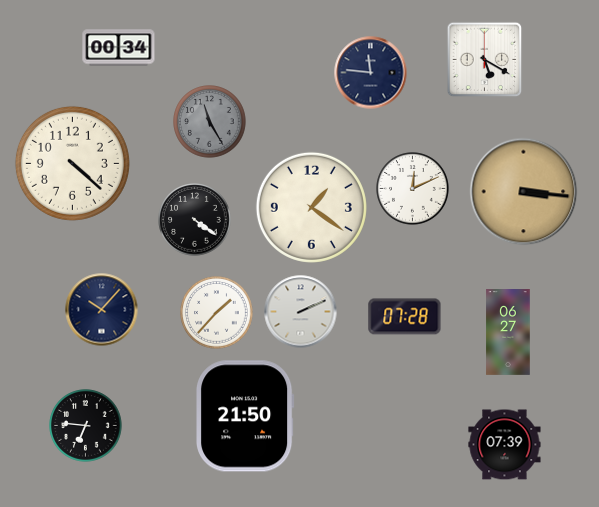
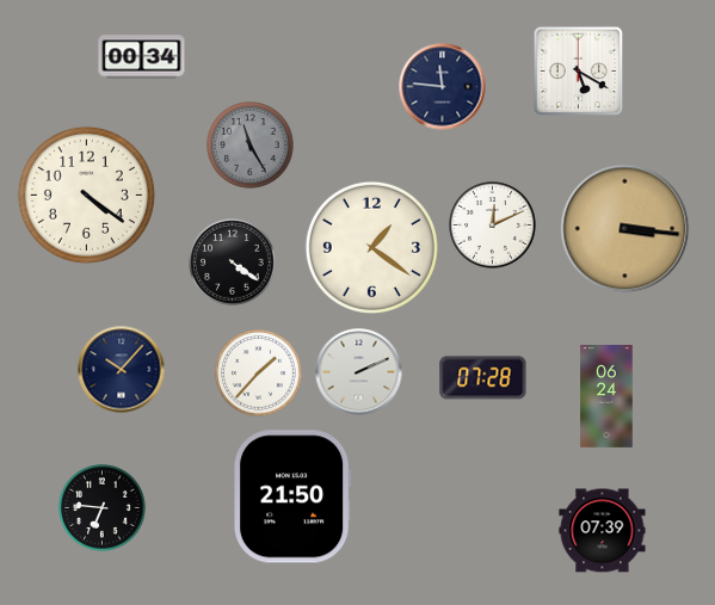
clock at (72, 163): 4:22 -> 4:21
clock at (508, 333): 06:27 -> 06:24
